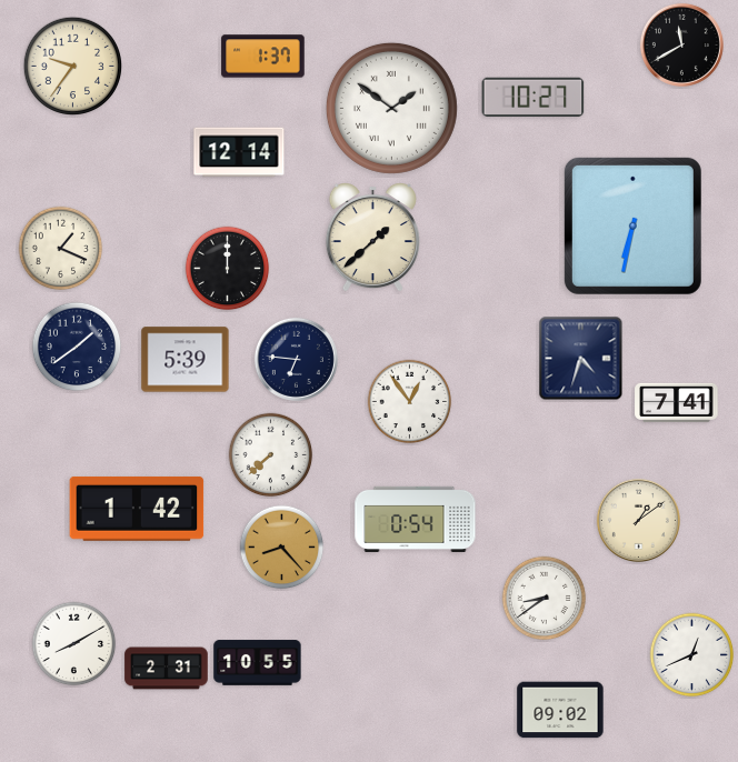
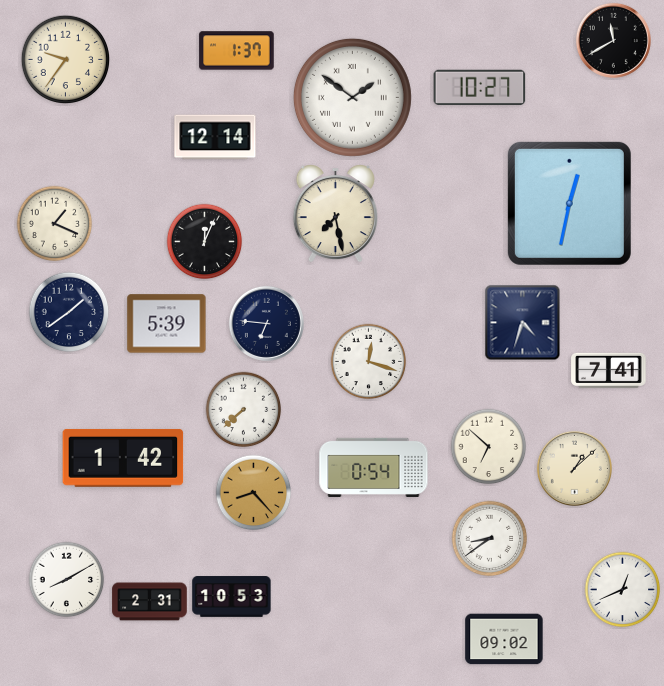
clock at (632, 225): 6:32 -> 12:32
clock at (372, 237): 1:38 -> 7:28
clock at (228, 269): 12:00 -> 12:04
clock at (410, 402): 12:54 -> 12:18
clock at (677, 402) position: (677, 402) -> (609, 370)
clock at (489, 447): none -> 6:52
clock at (638, 520): 1:09 -> 1:08
clock at (258, 663): 10:55 -> 10:53
